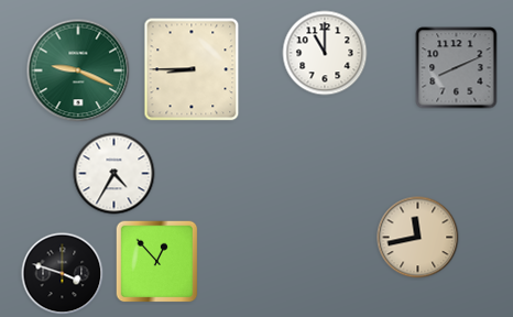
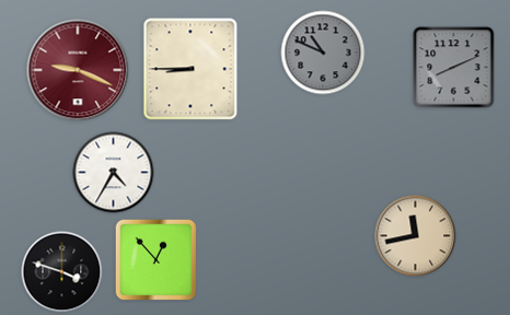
clock at (325, 53): 11:00 -> 10:49
clock at (325, 53) dial: white -> grey
clock at (78, 70) dial: green -> burgundy
